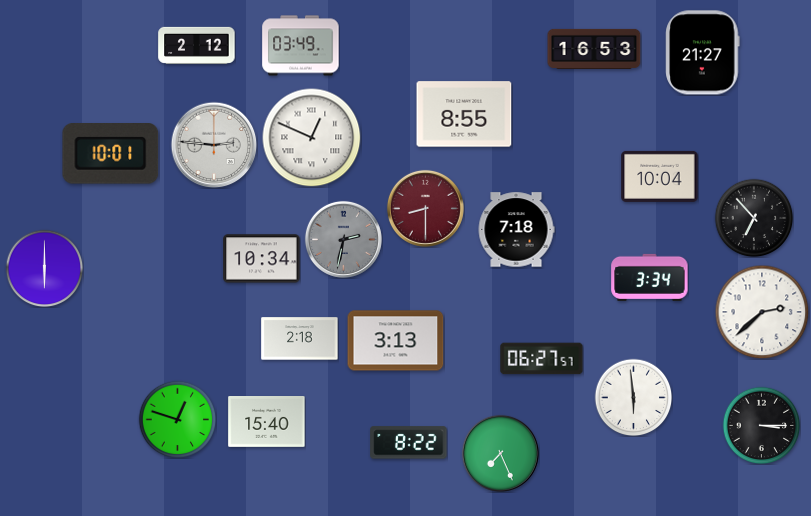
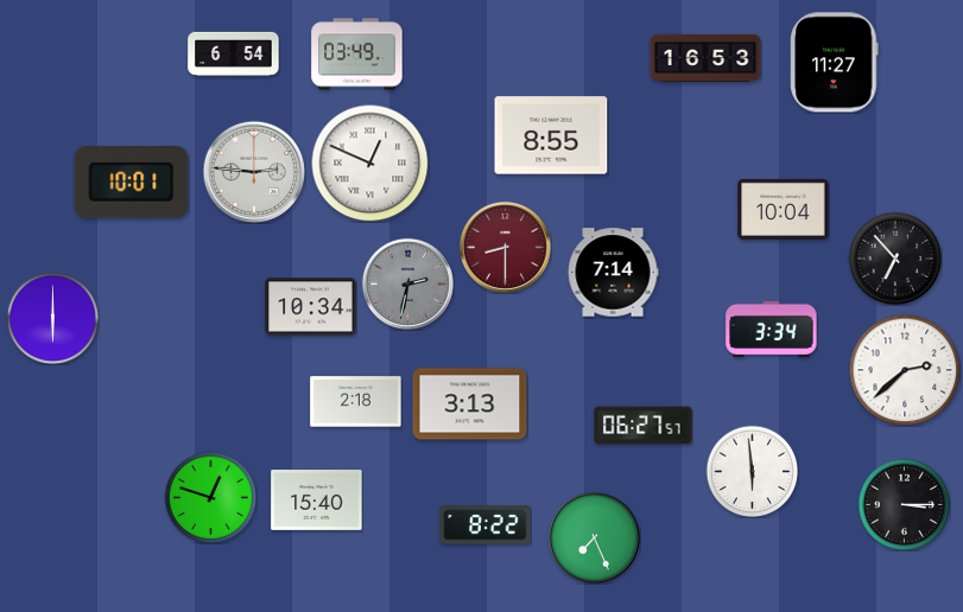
clock at (197, 45): 2:12 -> 6:54
clock at (703, 53): 21:27 -> 11:27
clock at (516, 230): 7:18 -> 7:14
